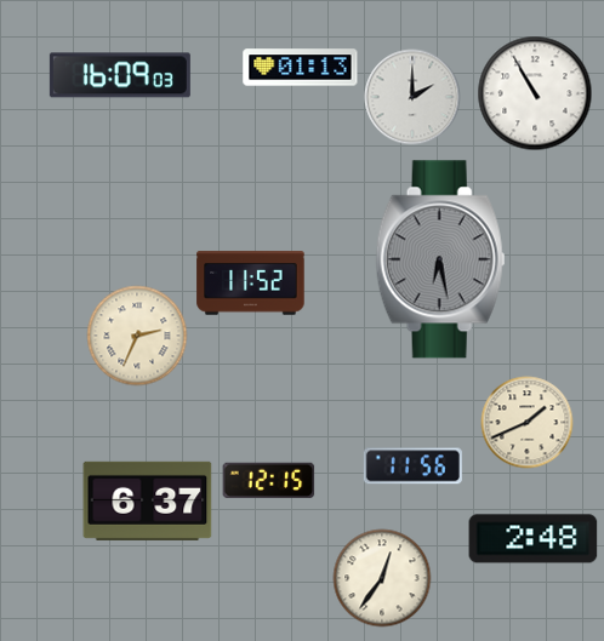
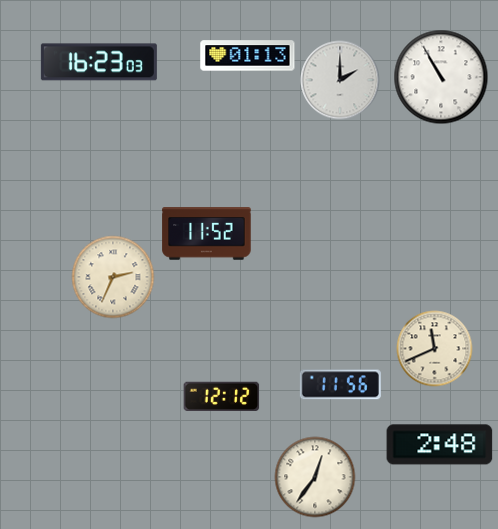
clock at (120, 75): 16:09 -> 16:23
clock at (440, 259): 6:28 -> none
clock at (528, 423): 1:41 -> 11:41
clock at (269, 480): 12:15 -> 12:12
clock at (148, 500): 6:37 -> none
